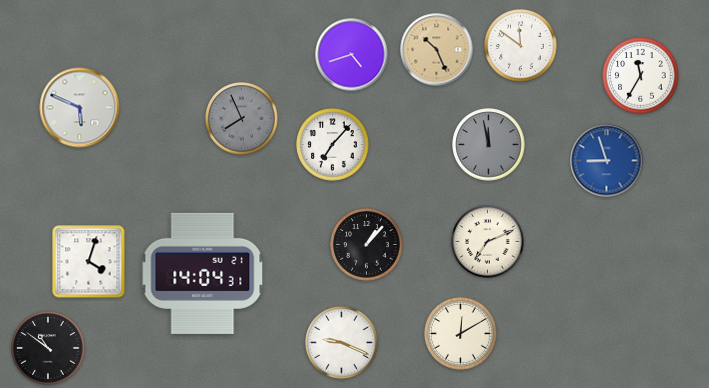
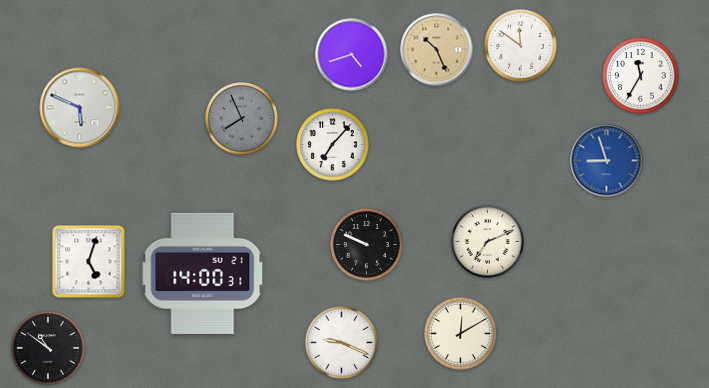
clock at (489, 145): 11:58 -> none
clock at (367, 245): 1:07 -> 9:49
clock at (89, 262): 4:03 -> 5:03
clock at (203, 273): 14:04 -> 14:00
